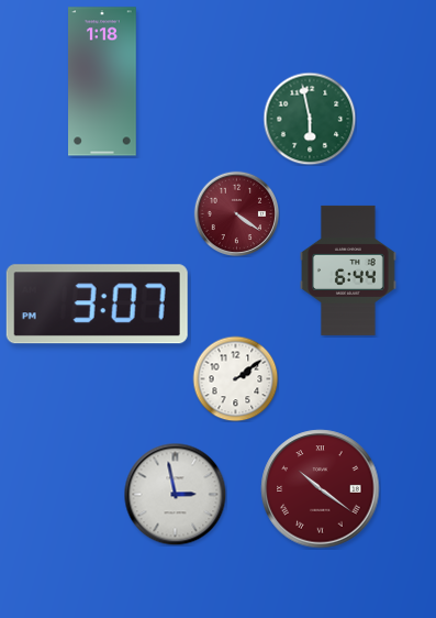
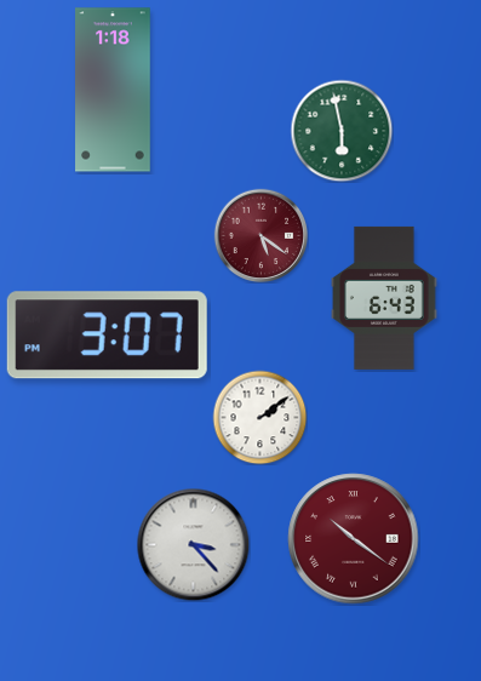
clock at (236, 213): 4:21 -> 5:21
clock at (349, 271): 6:44 -> 6:43
clock at (175, 494): 2:58 -> 3:23
